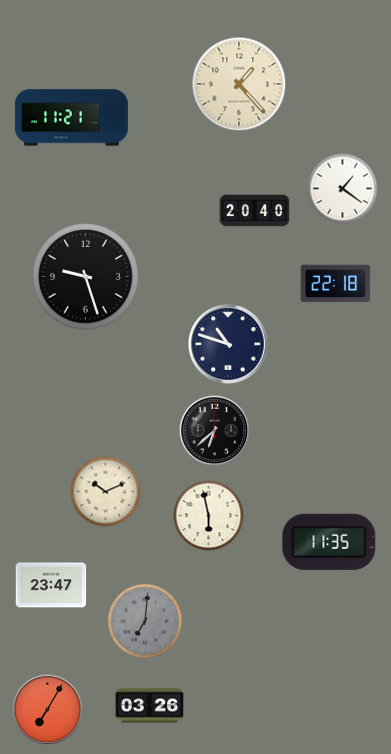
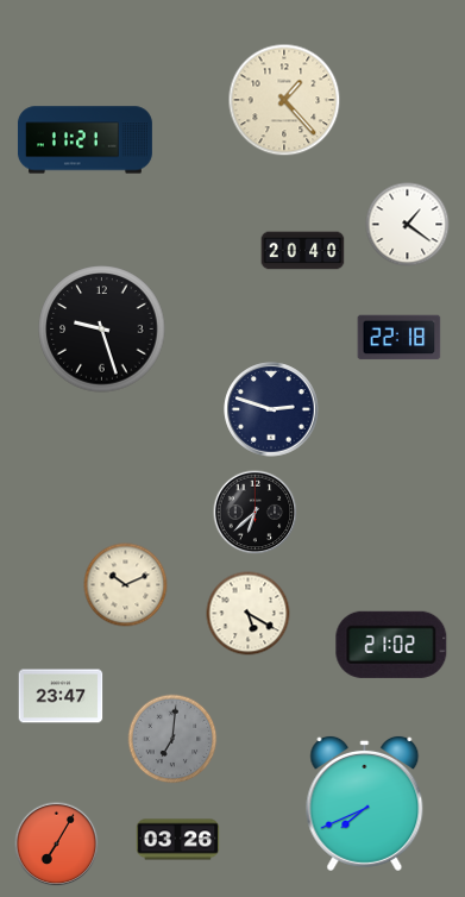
clock at (228, 344): 10:48 -> 2:48
clock at (209, 516): 5:58 -> 5:20
clock at (329, 542): 11:35 -> 21:02
clock at (365, 803): none -> 7:41
